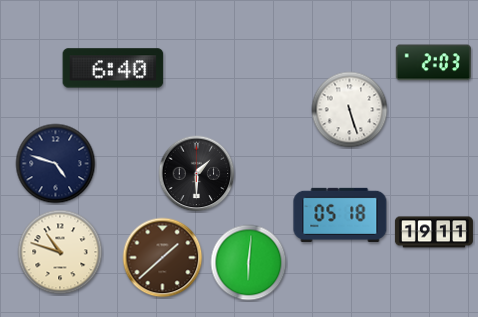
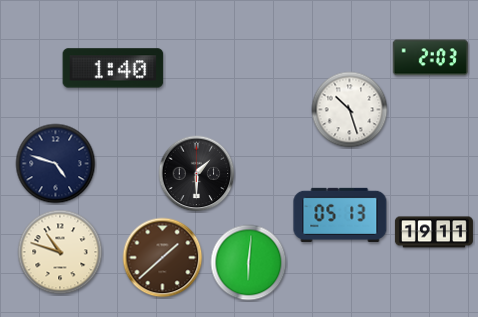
clock at (433, 63) position: (433, 63) -> (430, 58)
clock at (113, 68): 6:40 -> 1:40
clock at (350, 110): 5:27 -> 10:27
clock at (340, 215): 05:18 -> 05:13
